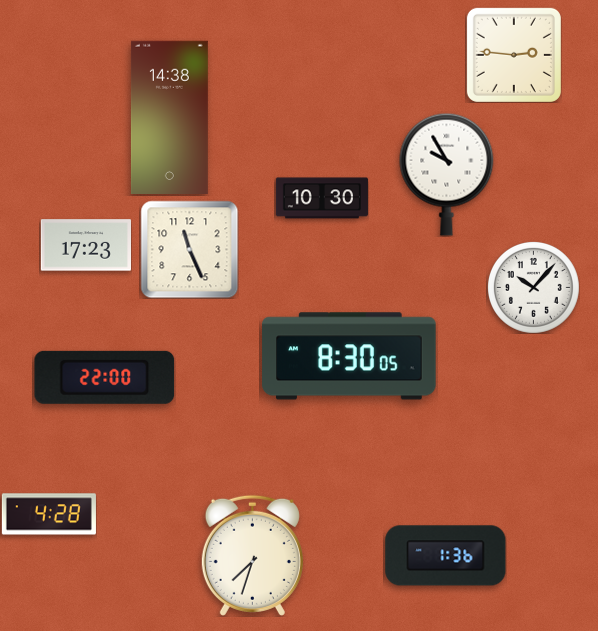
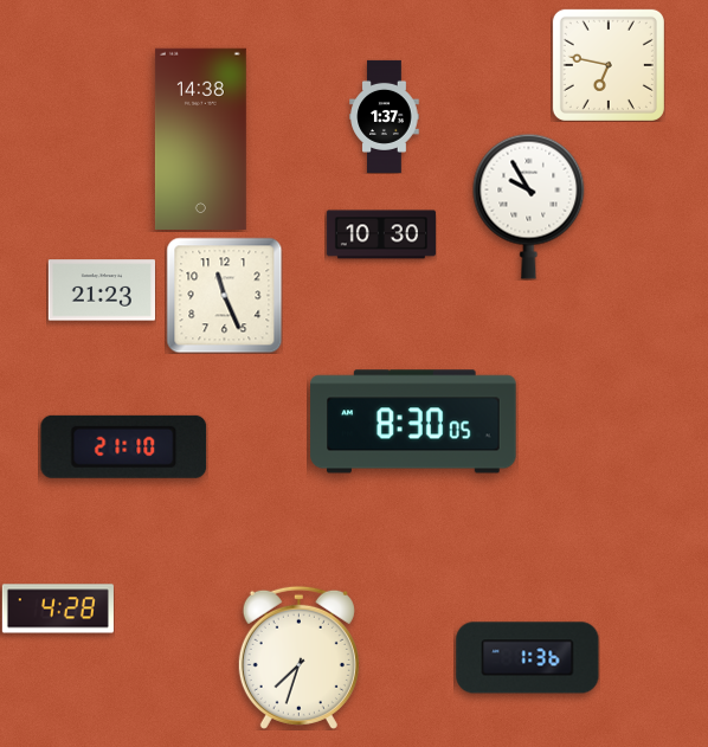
clock at (514, 55): 2:46 -> 6:47
clock at (385, 116): none -> 1:37
clock at (85, 245): 17:23 -> 21:23
clock at (534, 288): 10:07 -> none
clock at (105, 377): 22:00 -> 21:10
